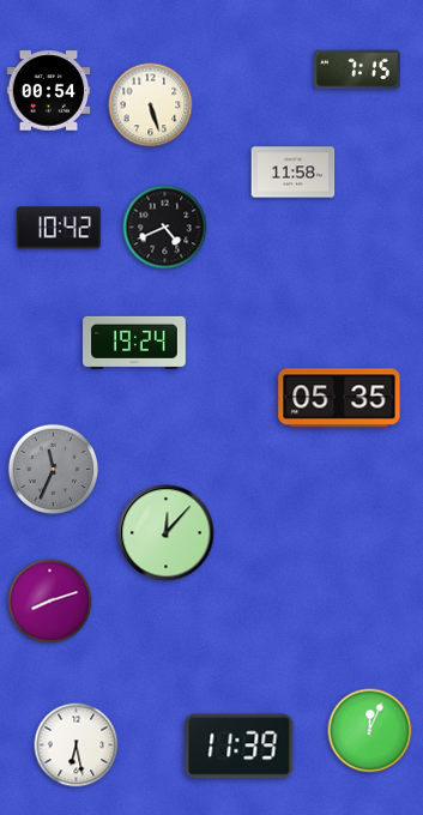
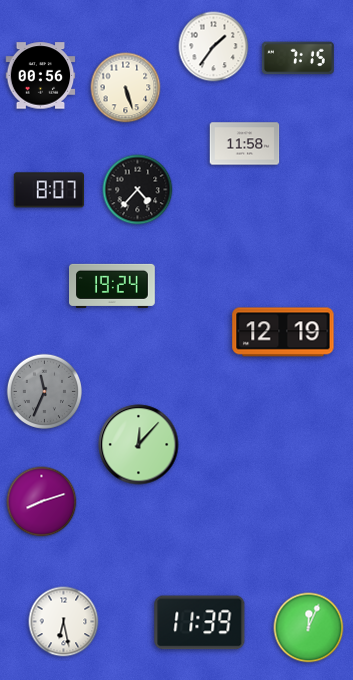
clock at (214, 47): none -> 1:36
clock at (49, 91): 00:54 -> 00:56
clock at (58, 228): 10:42 -> 8:07
clock at (165, 228): 4:41 -> 4:37
clock at (339, 398): 05:35 -> 12:19
clock at (370, 731) position: (370, 731) -> (309, 628)
